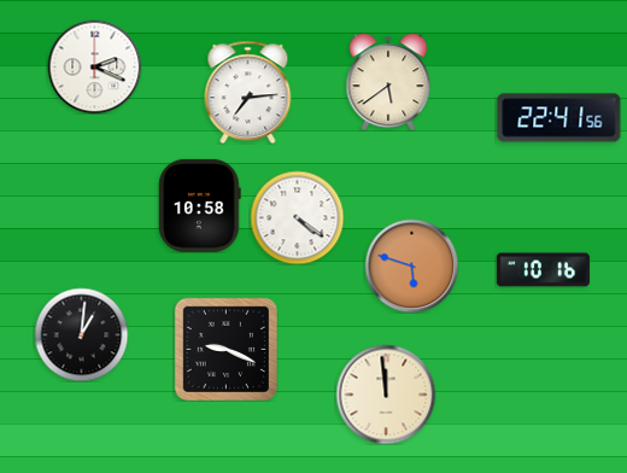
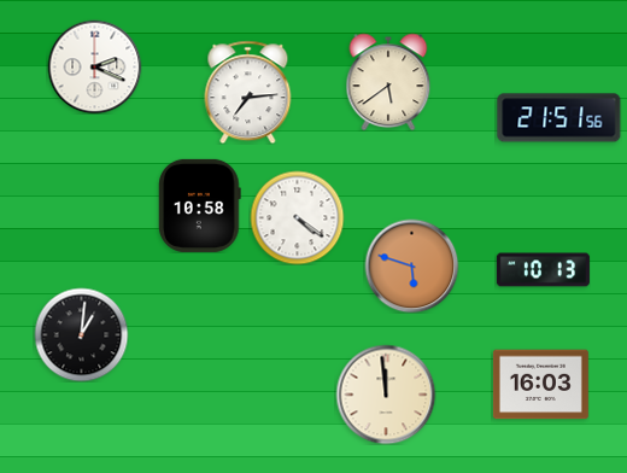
clock at (559, 118): 22:41 -> 21:51
clock at (543, 270): 10:16 -> 10:13
clock at (225, 349): 9:19 -> none
clock at (540, 385): none -> 16:03
